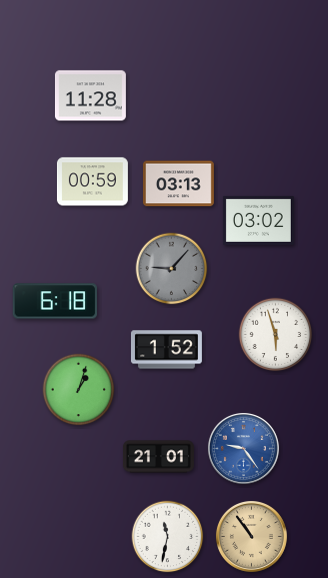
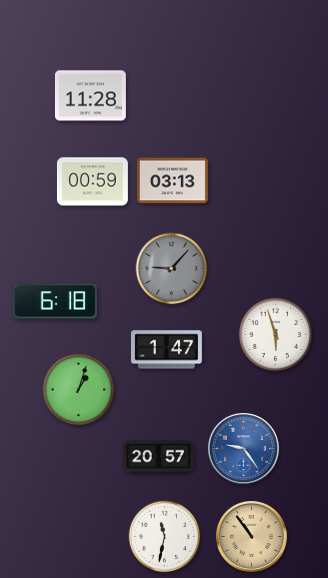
clock at (178, 184) position: (178, 184) -> (172, 181)
clock at (258, 220): 03:02 -> none
clock at (166, 350): 1:52 -> 1:47
clock at (158, 457): 21:01 -> 20:57
clock at (168, 537) position: (168, 537) -> (165, 537)
